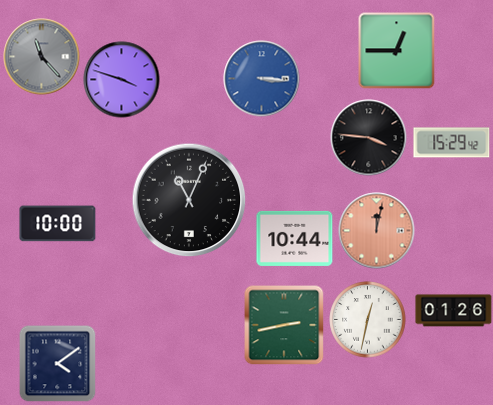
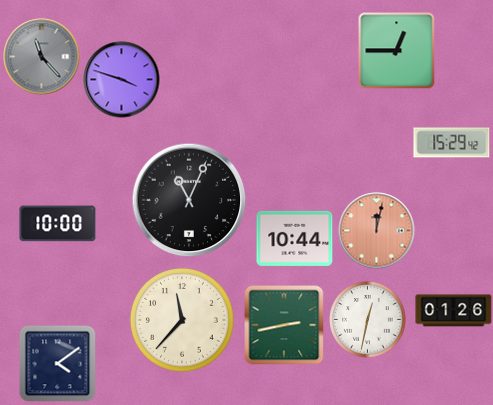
clock at (262, 79): 3:16 -> none
clock at (369, 138): 3:46 -> none
clock at (182, 320): none -> 11:37
